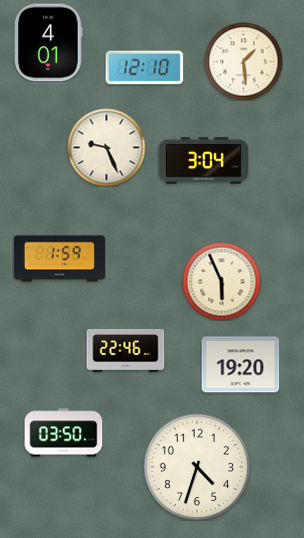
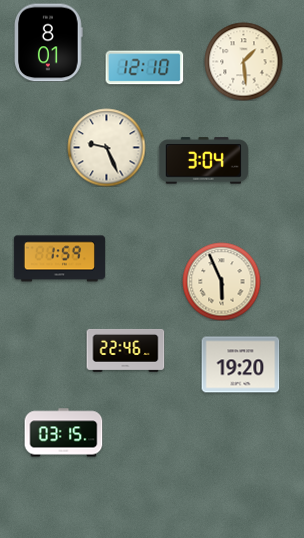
clock at (49, 42): 4:01 -> 8:01
clock at (63, 433): 03:50 -> 03:15
clock at (197, 467): 4:33 -> none
